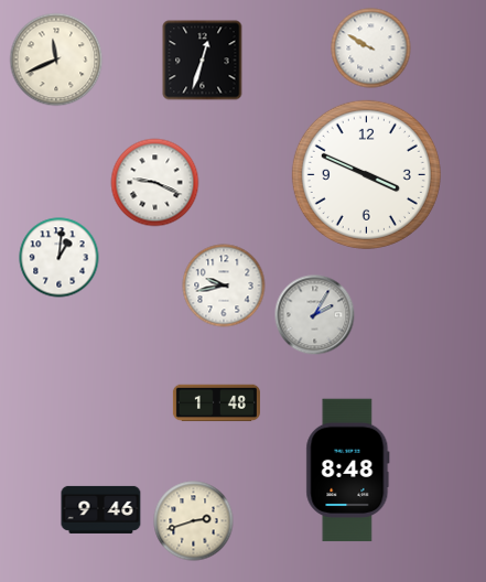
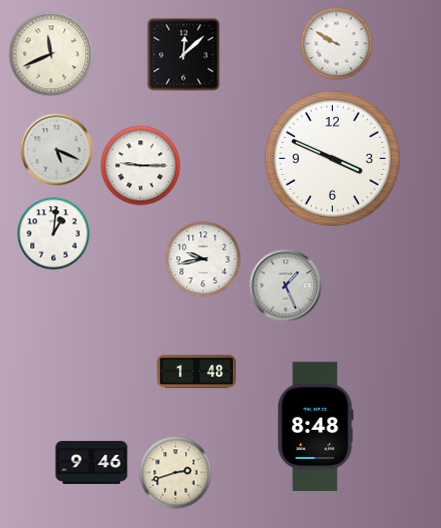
clock at (203, 61): 12:33 -> 12:08
clock at (57, 150): none -> 5:19
clock at (155, 183): 9:19 -> 9:15
clock at (315, 315): 2:05 -> 1:26
clock at (216, 403) position: (216, 403) -> (196, 372)
